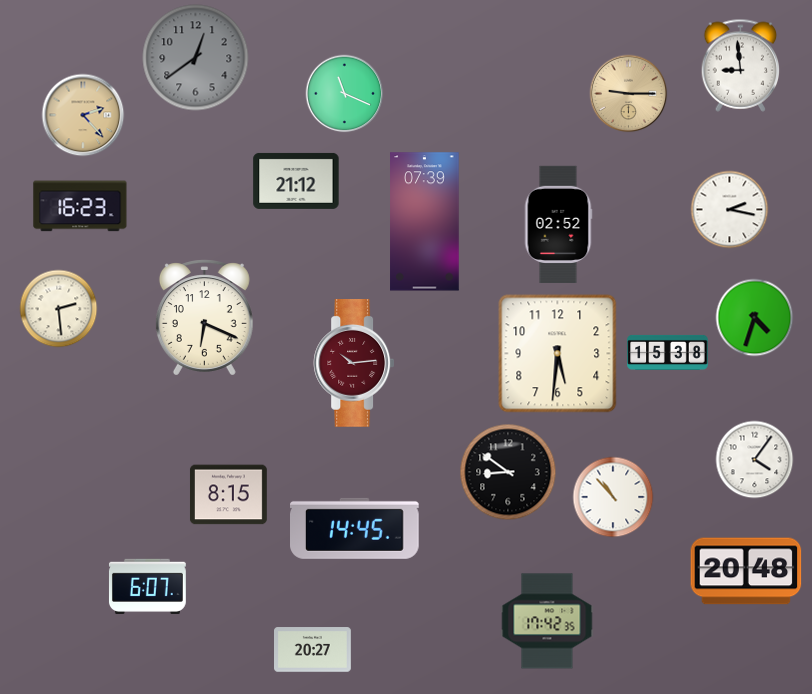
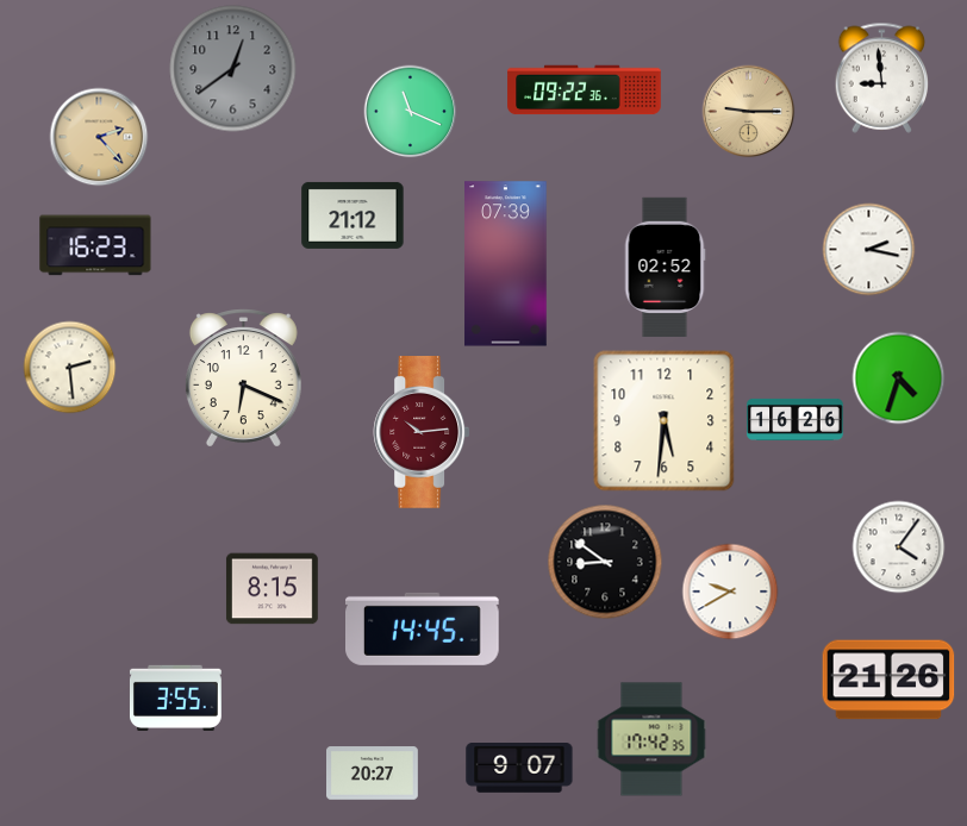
clock at (585, 90): none -> 09:22
clock at (668, 352): 15:38 -> 16:26
clock at (613, 497): 10:53 -> 9:40
clock at (746, 571): 20:48 -> 21:26
clock at (147, 586): 6:07 -> 3:55
clock at (519, 769): none -> 9:07
